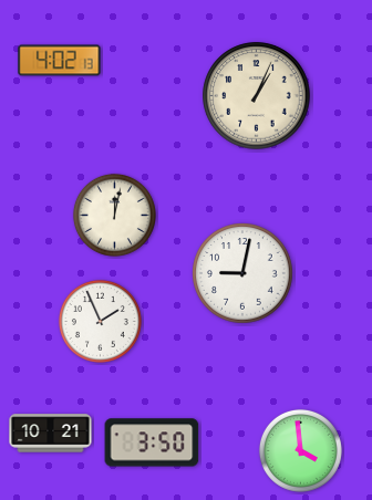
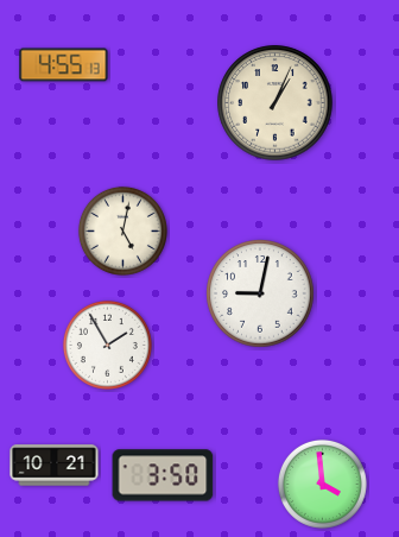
clock at (60, 61): 4:02 -> 4:55
clock at (114, 215): 12:02 -> 5:02
clock at (100, 321): 1:56 -> 1:55
